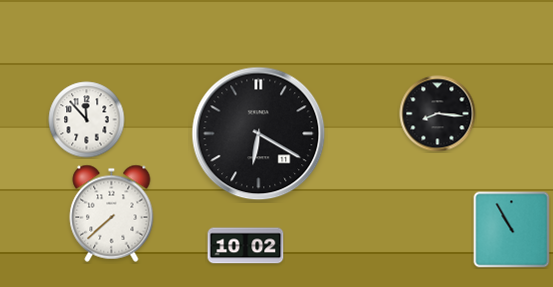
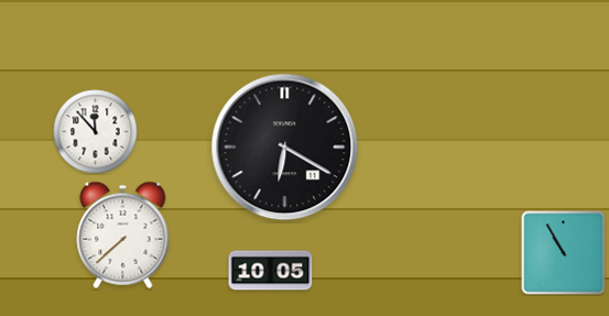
clock at (438, 114): 8:16 -> none
clock at (246, 246): 10:02 -> 10:05
